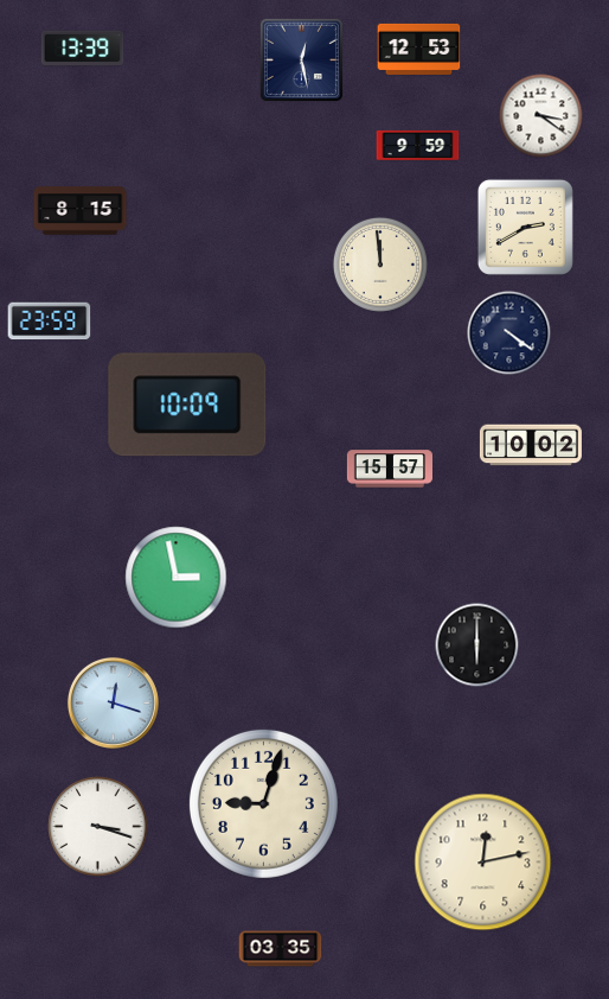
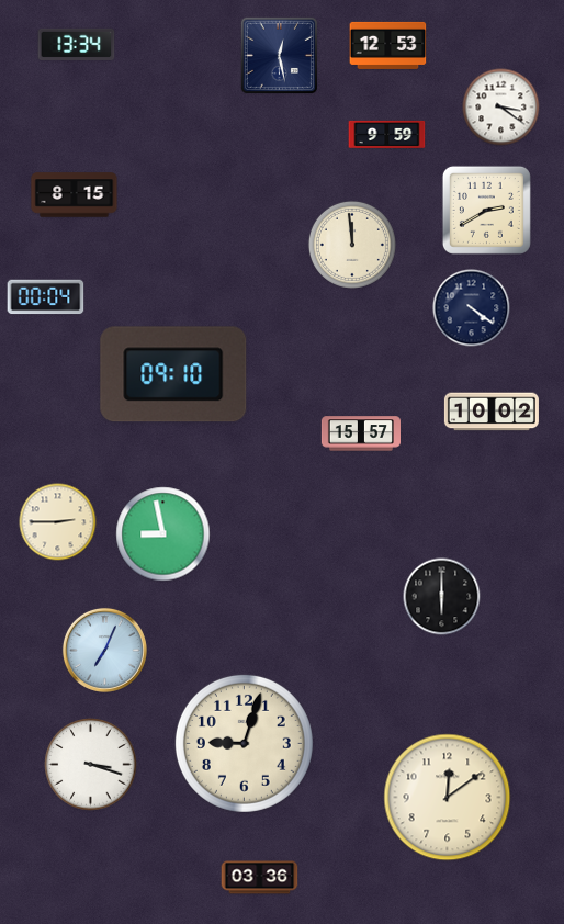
clock at (83, 47): 13:39 -> 13:34
clock at (50, 322): 23:59 -> 00:04
clock at (187, 405): 10:09 -> 09:10
clock at (58, 522): none -> 2:45
clock at (177, 578): 2:58 -> 8:58
clock at (113, 702): 12:18 -> 7:04
clock at (483, 863): 12:13 -> 12:09
clock at (281, 949): 03:35 -> 03:36
